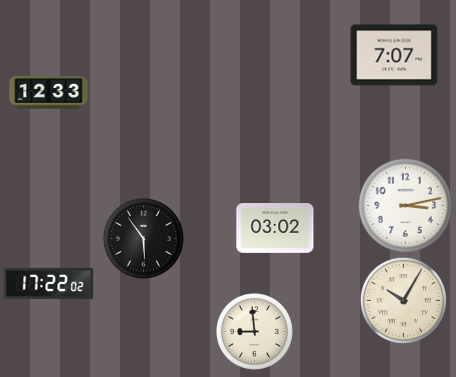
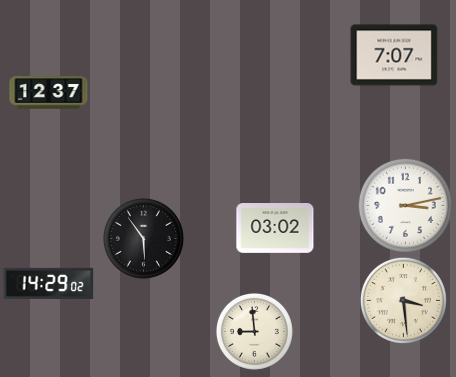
clock at (49, 93): 12:33 -> 12:37
clock at (49, 283): 17:22 -> 14:29
clock at (403, 300): 10:05 -> 3:29
